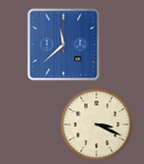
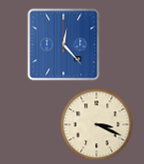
clock at (64, 45): 11:38 -> 12:23
